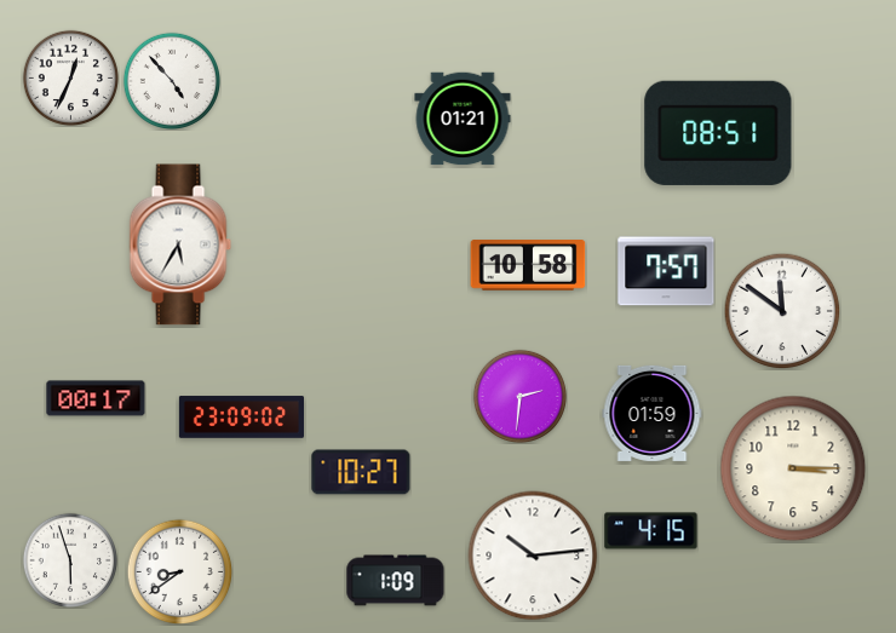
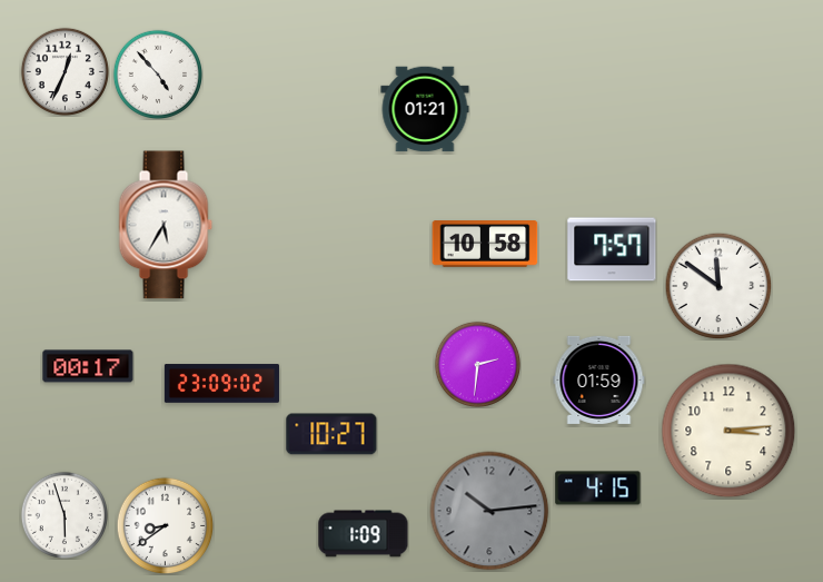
clock at (718, 133): 08:51 -> none
clock at (793, 468): 3:15 -> 3:14
clock at (533, 556) dial: white -> grey
